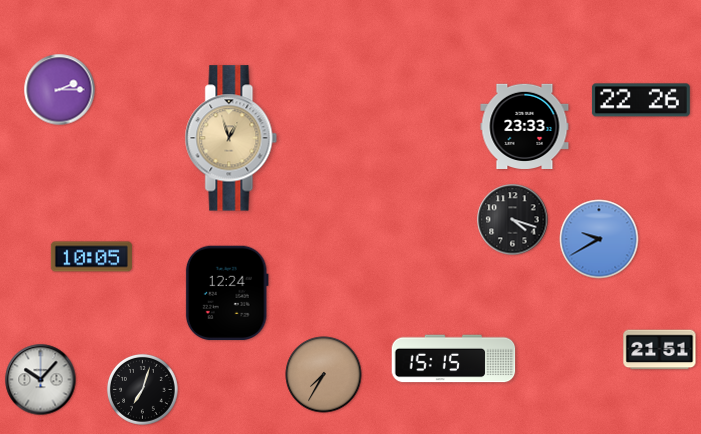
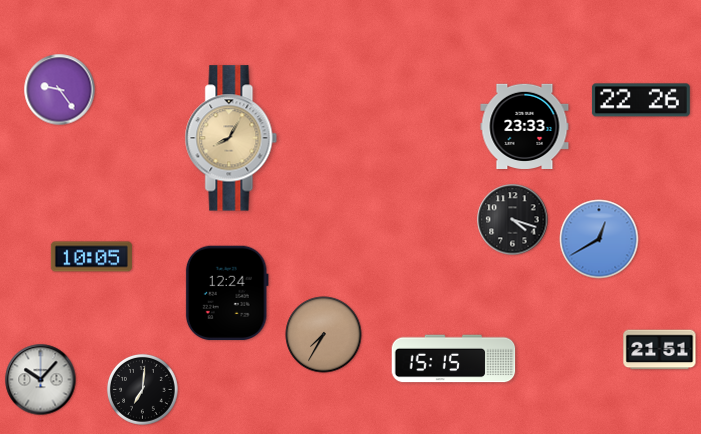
clock at (60, 90): 2:15 -> 9:24
clock at (231, 138): 12:57 -> 8:05
clock at (599, 239): 9:40 -> 12:40
clock at (324, 375) position: (324, 375) -> (324, 335)
clock at (142, 389): 7:03 -> 7:01
